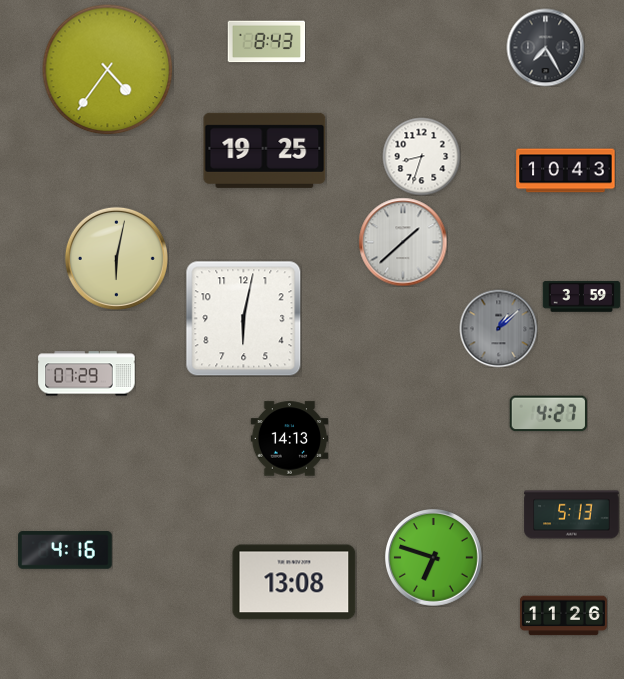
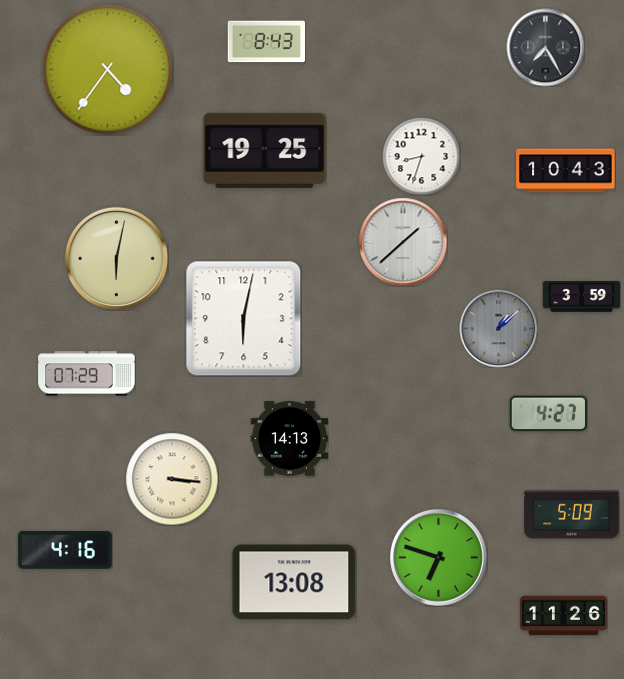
clock at (172, 479): none -> 3:16
clock at (572, 515): 5:13 -> 5:09
clock at (434, 558) position: (434, 558) -> (439, 558)
